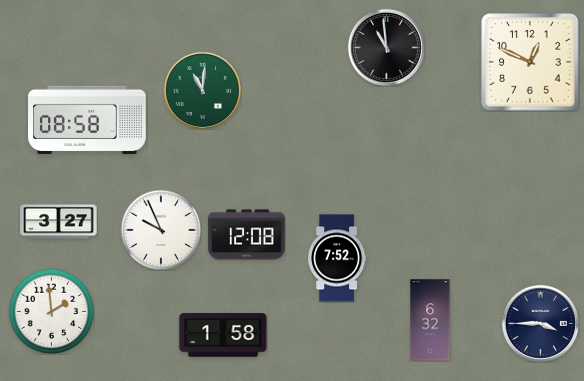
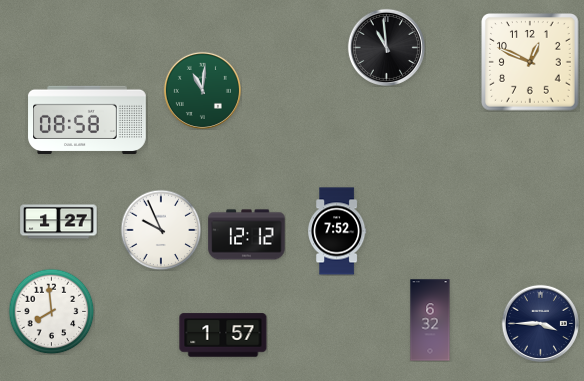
clock at (59, 222): 3:27 -> 1:27
clock at (247, 235): 12:08 -> 12:12
clock at (337, 258) position: (337, 258) -> (337, 231)
clock at (51, 311): 1:59 -> 7:59
clock at (223, 335): 1:58 -> 1:57
